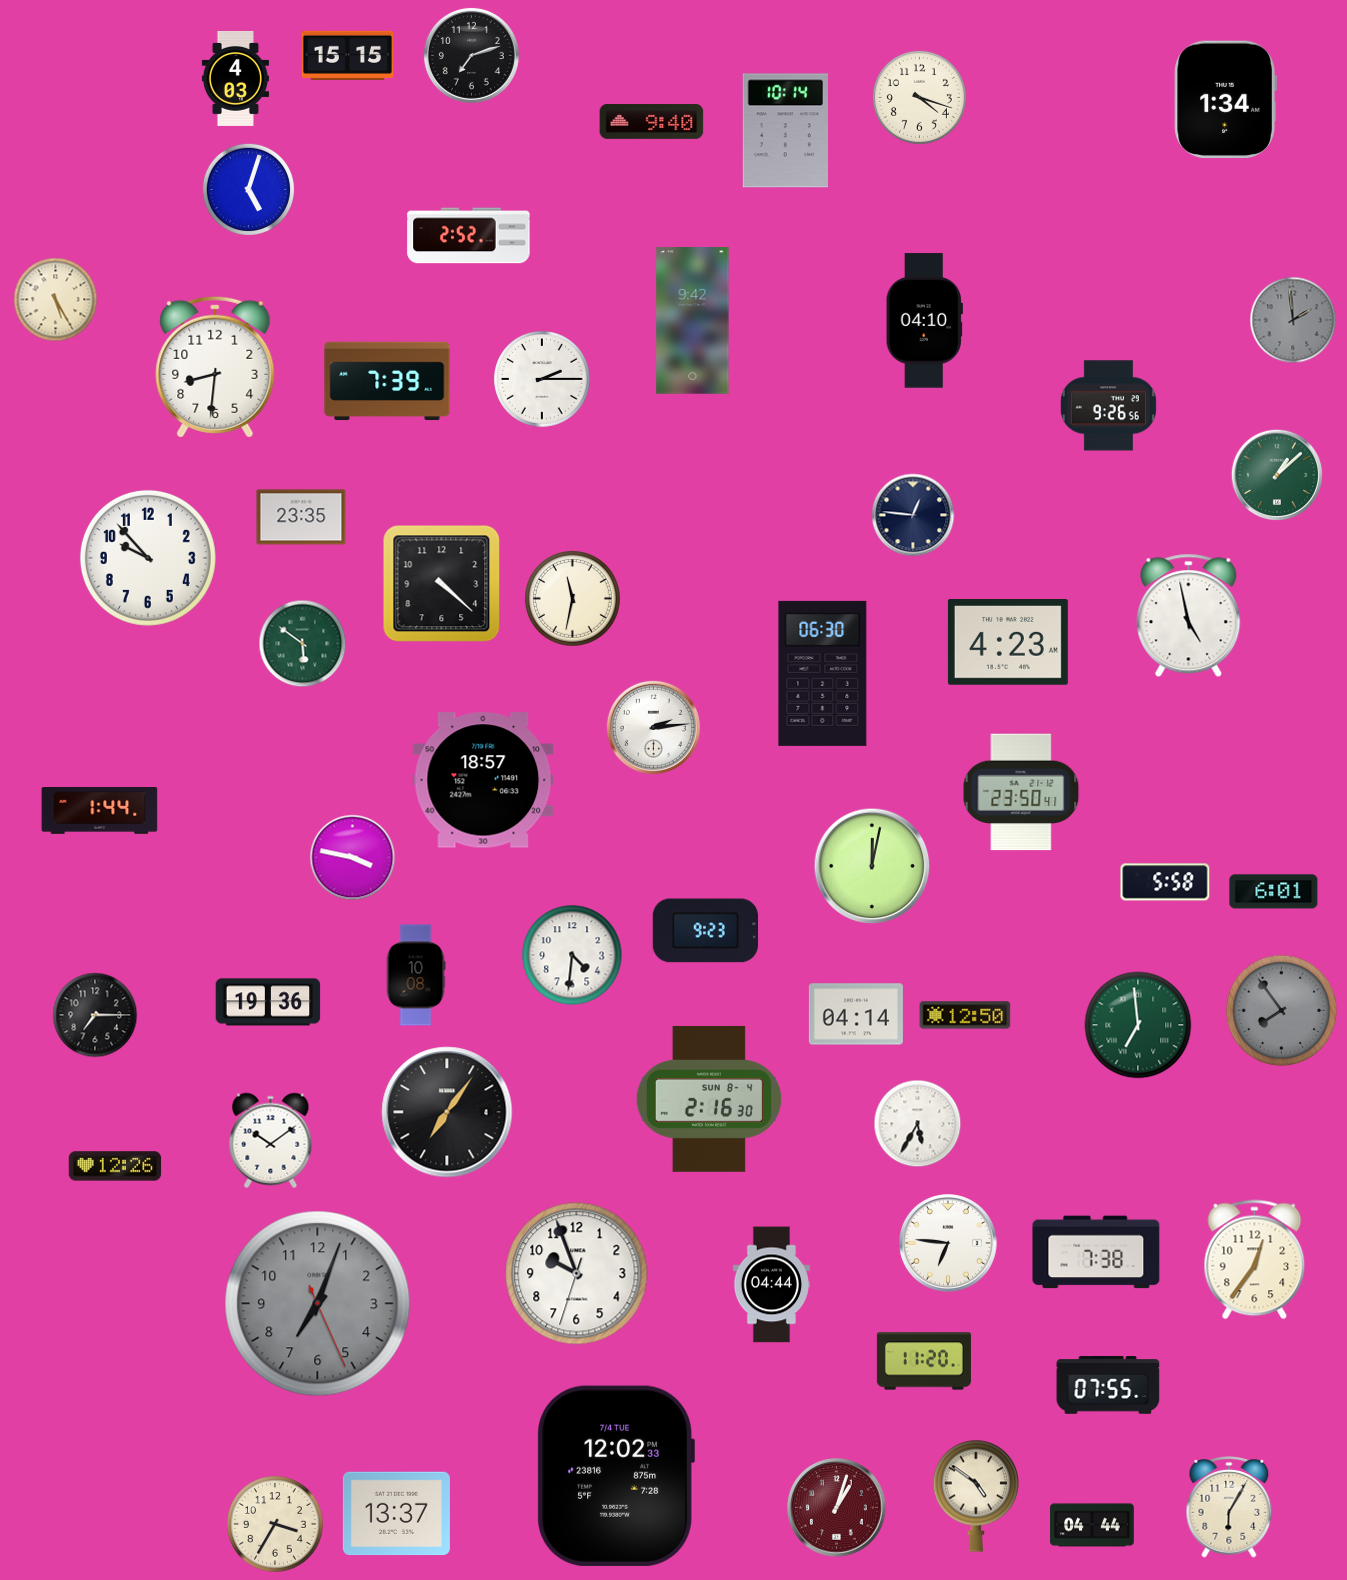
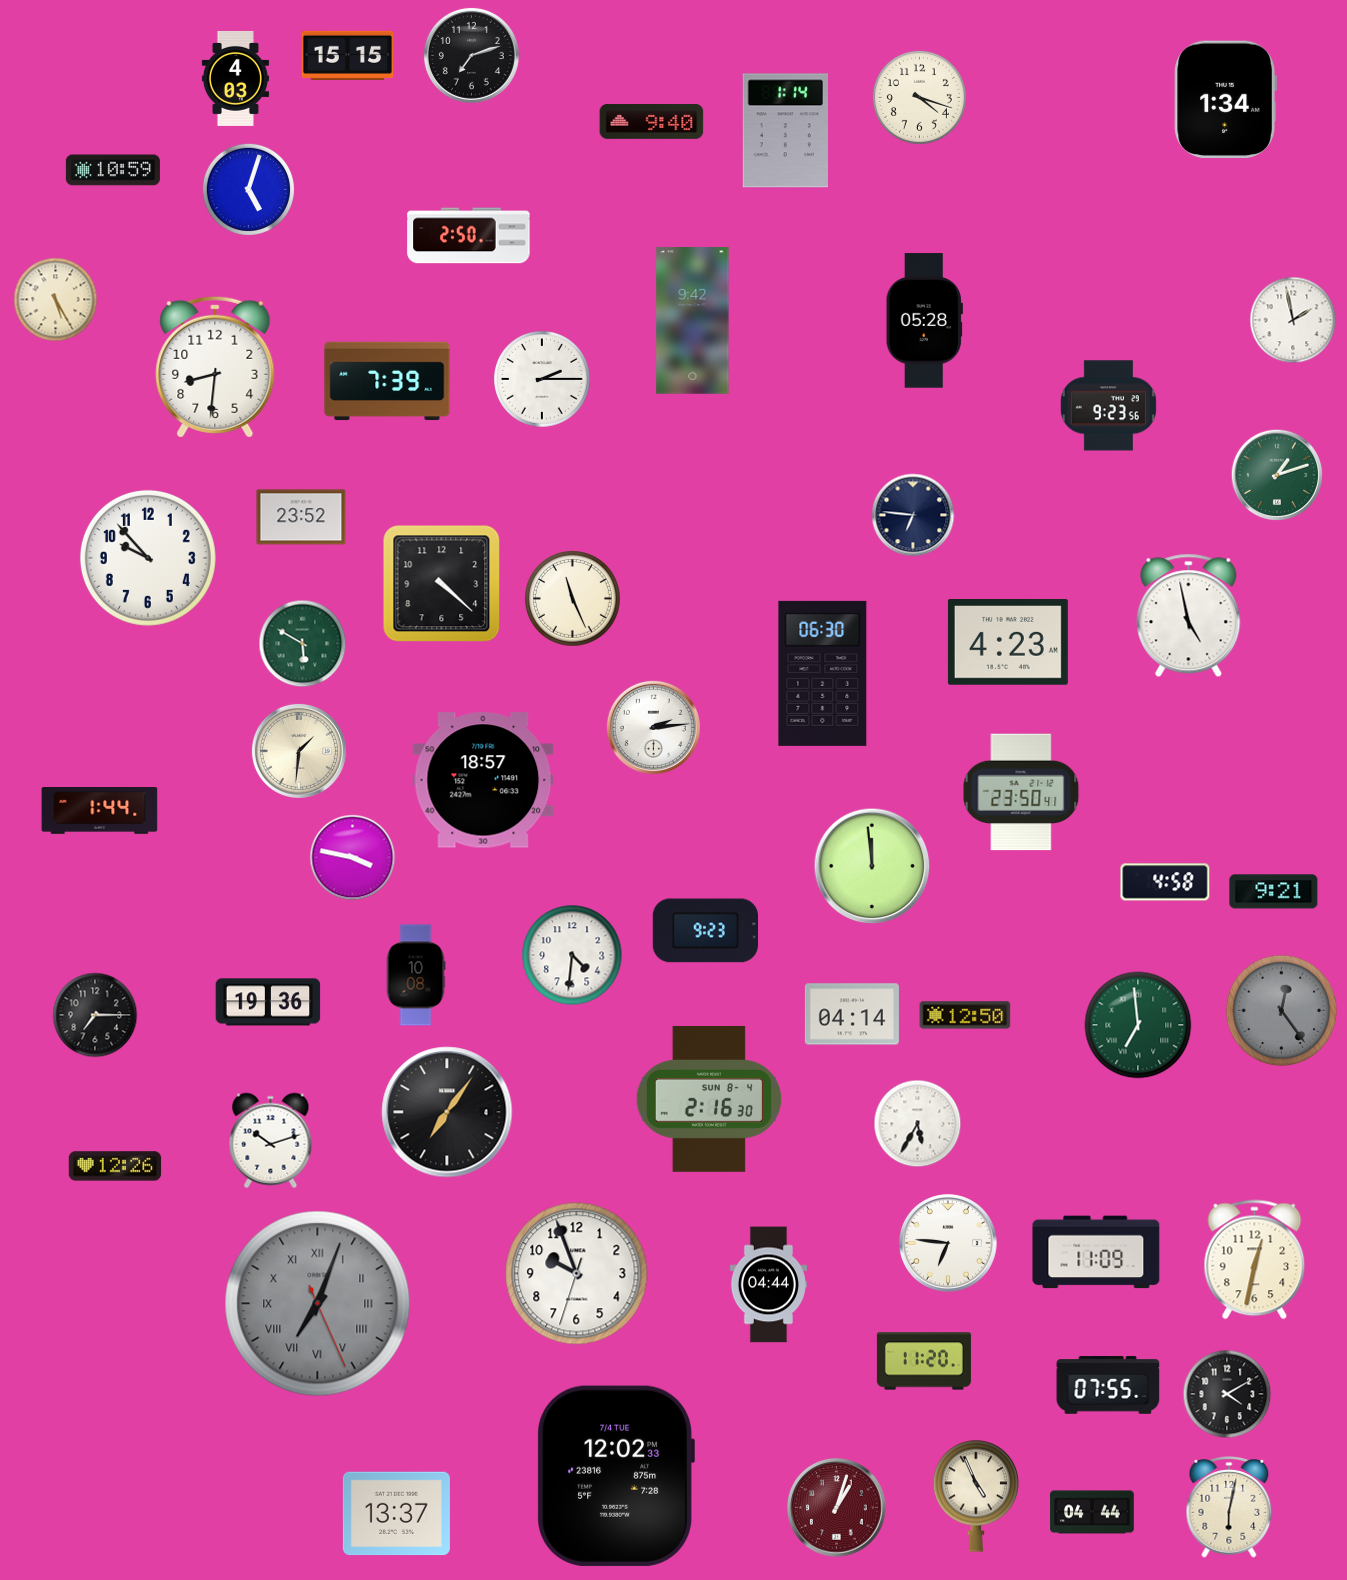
clock at (785, 131): 10:14 -> 1:14
clock at (113, 170): none -> 10:59
clock at (469, 236): 2:52 -> 2:50
clock at (1293, 320): 1:59 -> 1:58
clock at (1293, 320) dial: grey -> white
clock at (924, 321): 04:10 -> 05:28
clock at (1108, 406): 9:26 -> 9:23
clock at (1277, 475): 1:08 -> 1:12
clock at (913, 515): 12:46 -> 6:46
clock at (301, 517): 23:35 -> 23:52
clock at (573, 599): 11:32 -> 11:26
clock at (303, 644): 5:51 -> 5:50
clock at (299, 751): none -> 1:31
clock at (872, 866): 12:02 -> 11:59
clock at (1165, 882): 5:58 -> 4:58
clock at (1274, 892): 6:01 -> 9:21
clock at (1282, 1011): 7:54 -> 12:24
clock at (856, 1014) position: (856, 1014) -> (852, 1014)
clock at (271, 1141): 10:09 -> 10:12
clock at (1096, 1252): 7:38 -> 11:09
clock at (1255, 1260): 12:36 -> 12:32
clock at (771, 1285) position: (771, 1285) -> (768, 1285)
clock at (318, 1304) numerals: Arabic -> Roman
clock at (1227, 1394): none -> 4:10
clock at (976, 1496): 4:51 -> 4:56
clock at (1229, 1507): 6:05 -> 6:02
clock at (275, 1524): 3:35 -> none
clock at (1092, 1525) position: (1092, 1525) -> (1092, 1512)
